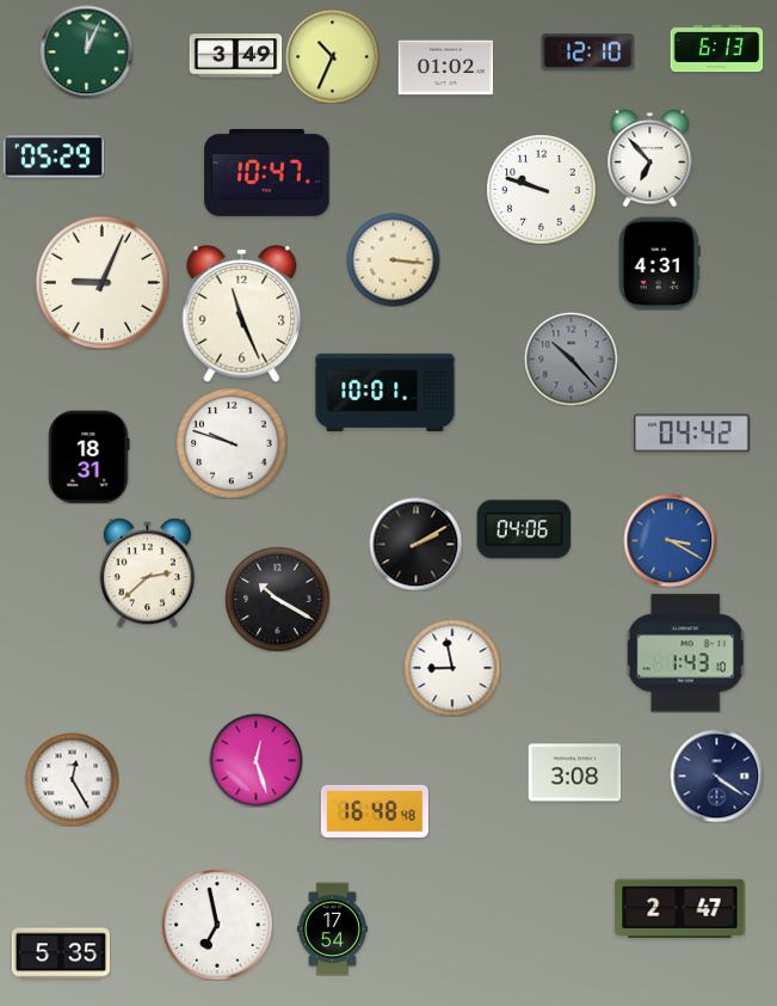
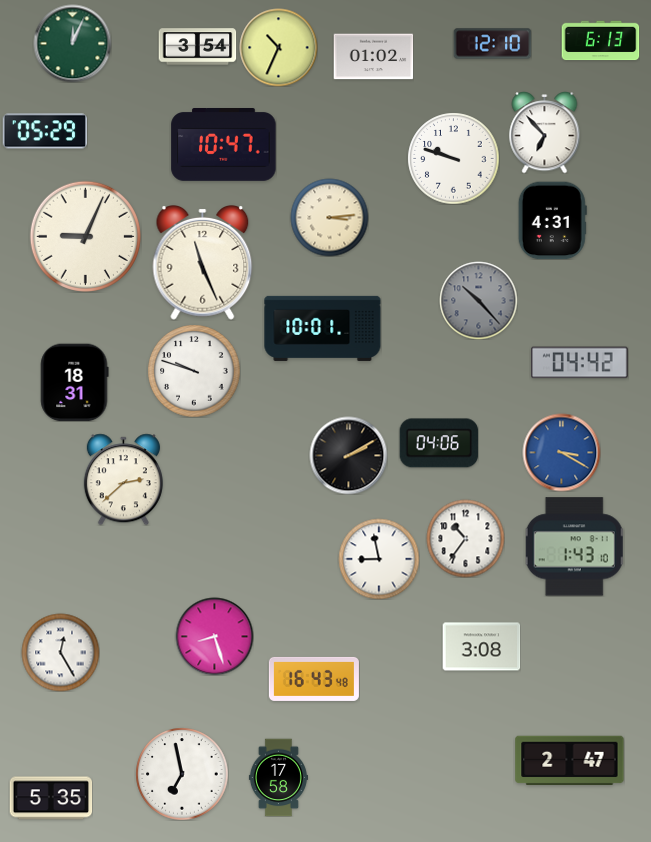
clock at (235, 56): 3:49 -> 3:54
clock at (393, 259): 3:16 -> 3:14
clock at (277, 599): 10:20 -> none
clock at (465, 538): none -> 10:36
clock at (255, 760): 12:27 -> 8:27
clock at (716, 775): 4:21 -> none
clock at (375, 811): 16:48 -> 16:43
clock at (332, 928): 17:54 -> 17:58
